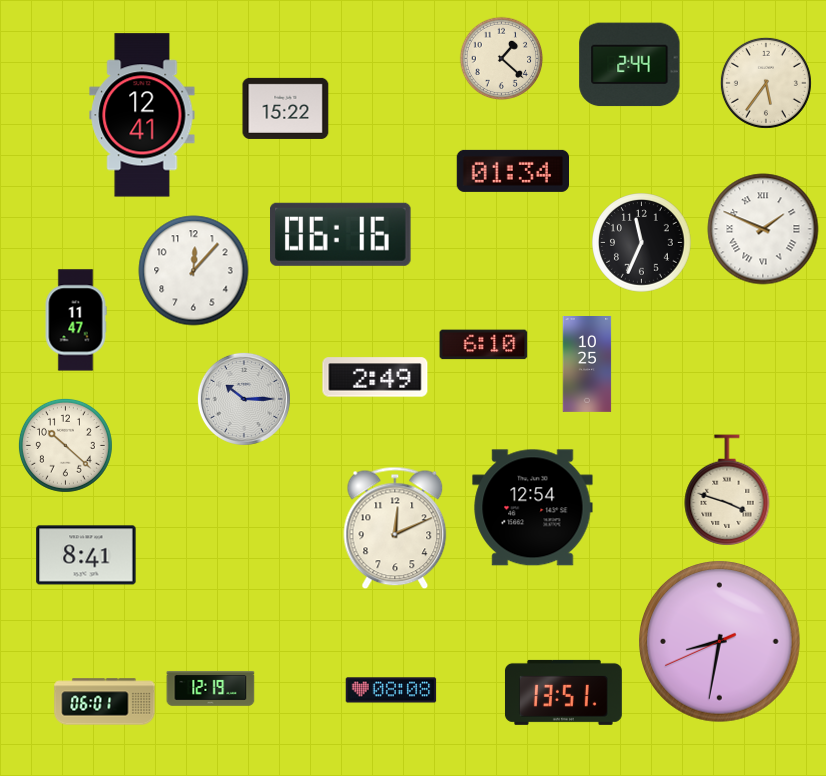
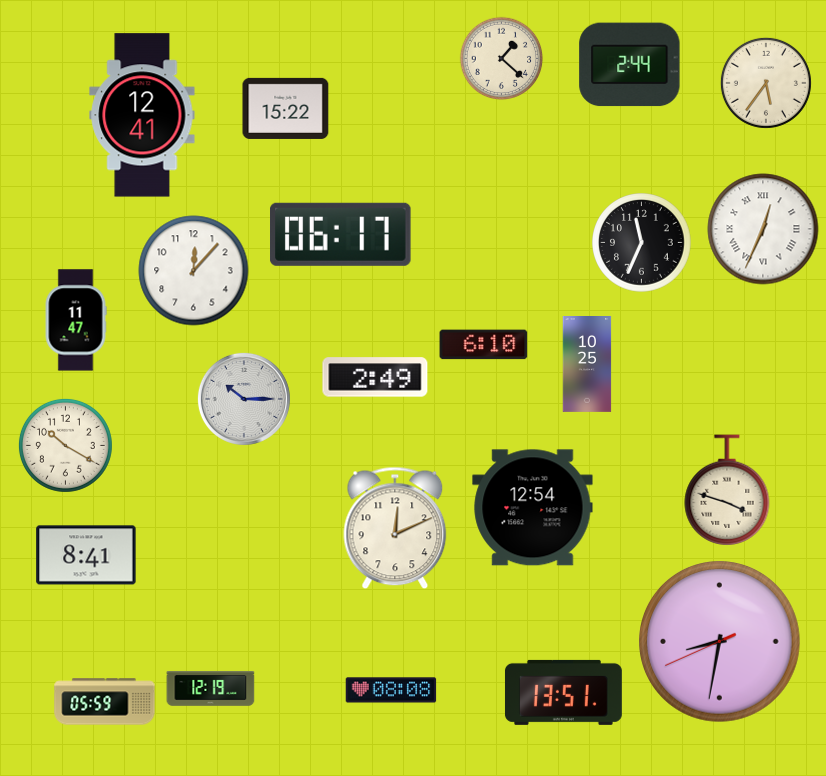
clock at (513, 171): 01:34 -> none
clock at (763, 229): 1:49 -> 12:34
clock at (341, 234): 06:16 -> 06:17
clock at (65, 445): 10:22 -> 10:20
clock at (105, 702): 06:01 -> 05:59
